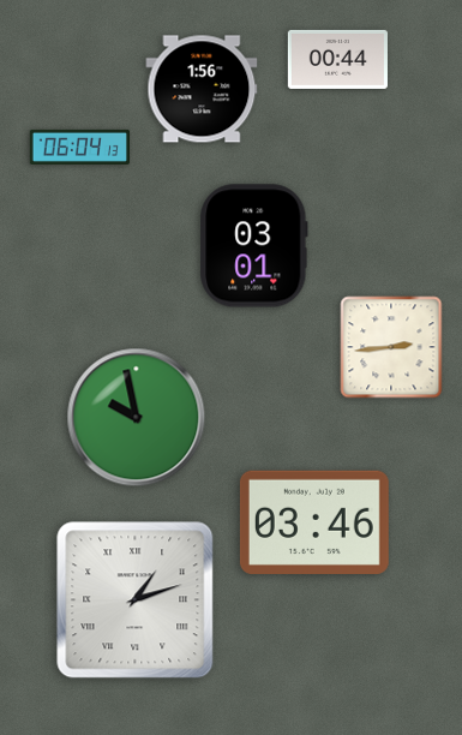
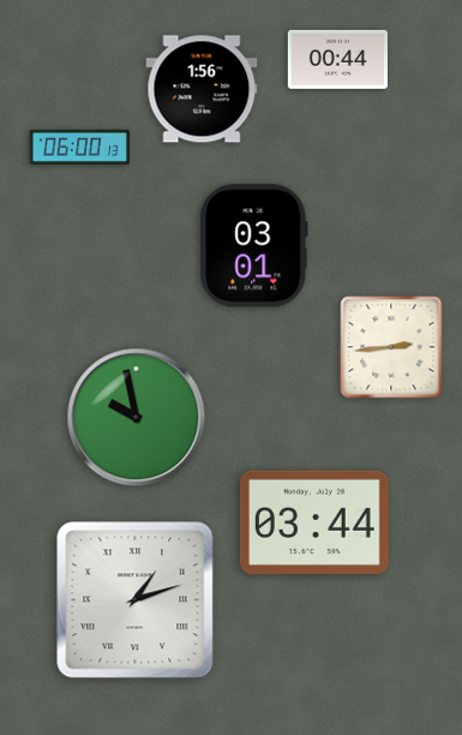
clock at (79, 147): 06:04 -> 06:00
clock at (314, 522): 03:46 -> 03:44
